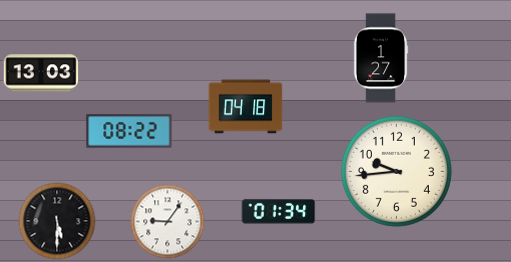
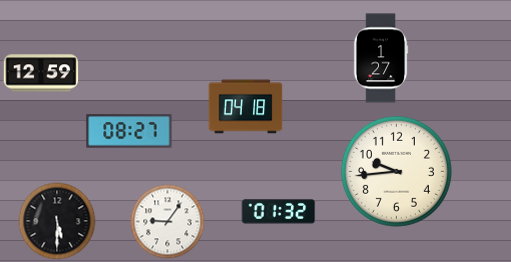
clock at (41, 73): 13:03 -> 12:59
clock at (129, 131): 08:22 -> 08:27
clock at (279, 212): 01:34 -> 01:32
